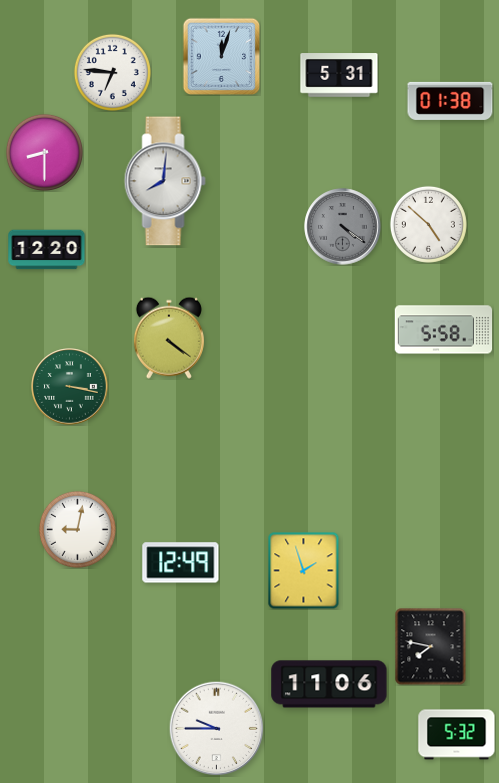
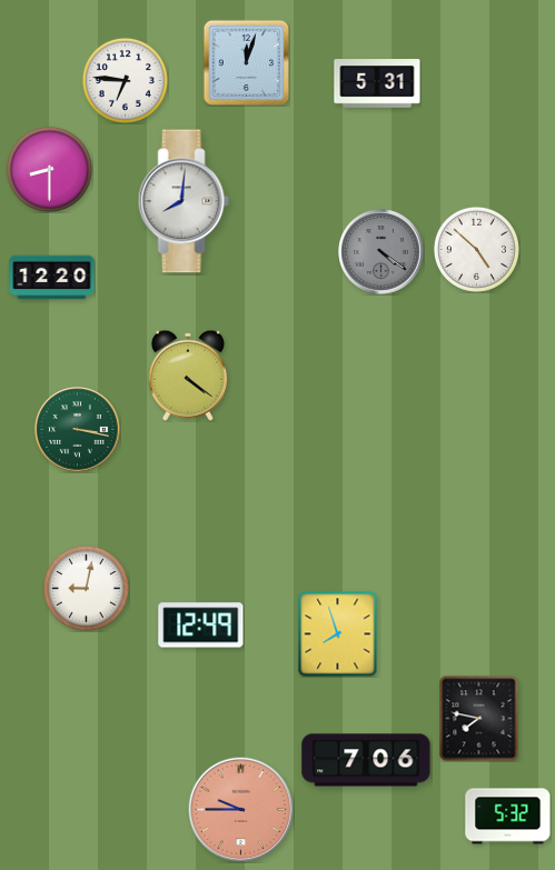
clock at (450, 101): 01:38 -> none
clock at (444, 330): 5:58 -> none
clock at (304, 570): 1:57 -> 7:57
clock at (329, 684): 11:06 -> 7:06
clock at (216, 728) dial: white -> salmon
